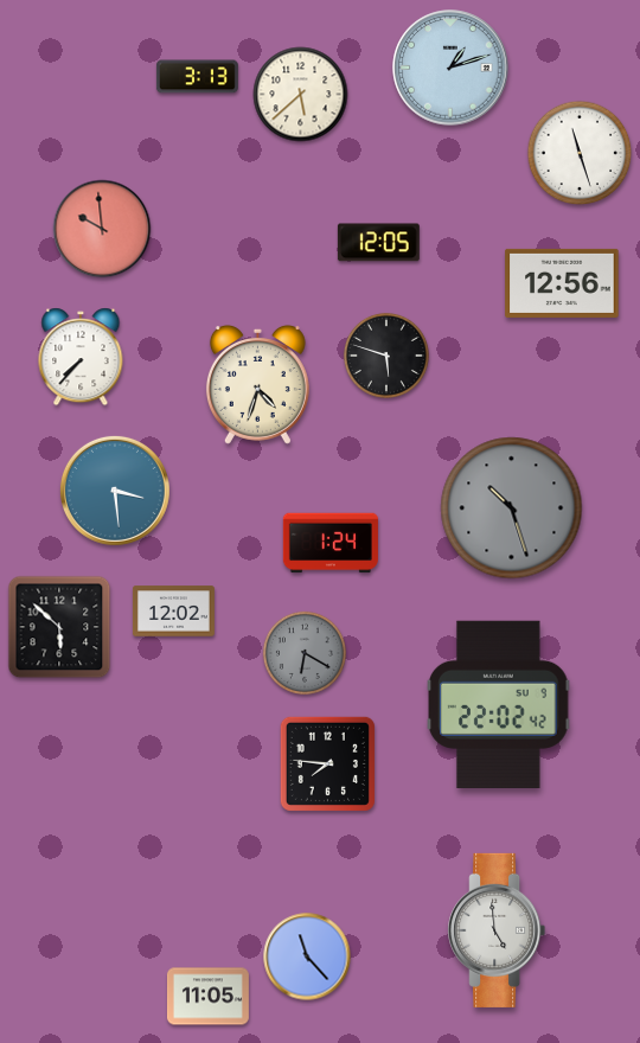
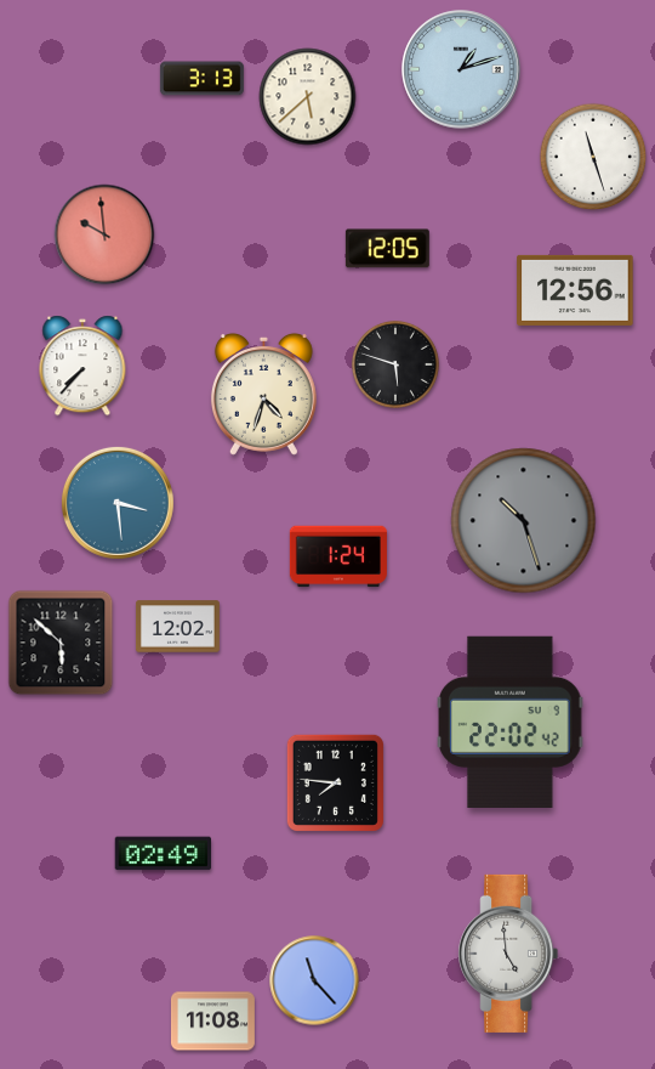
clock at (305, 653): 6:20 -> none
clock at (163, 854): none -> 02:49
clock at (207, 997): 11:05 -> 11:08
